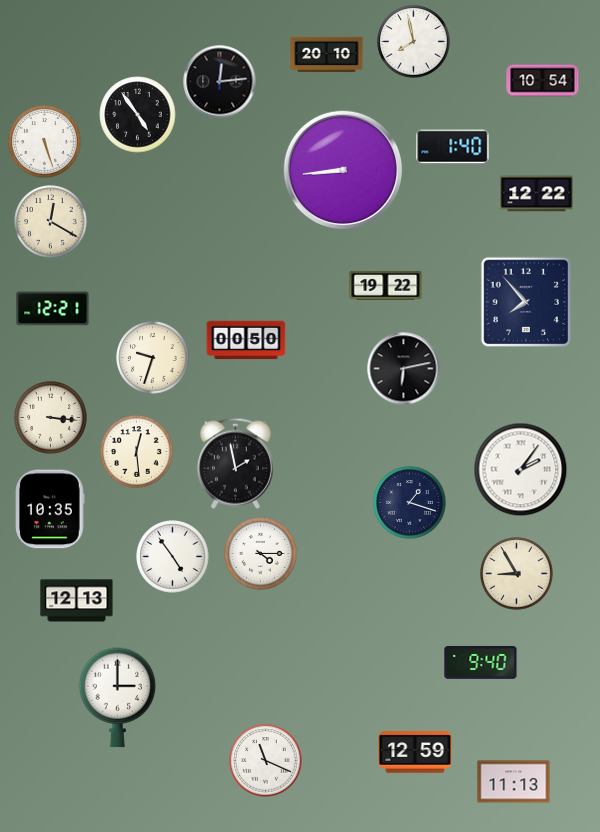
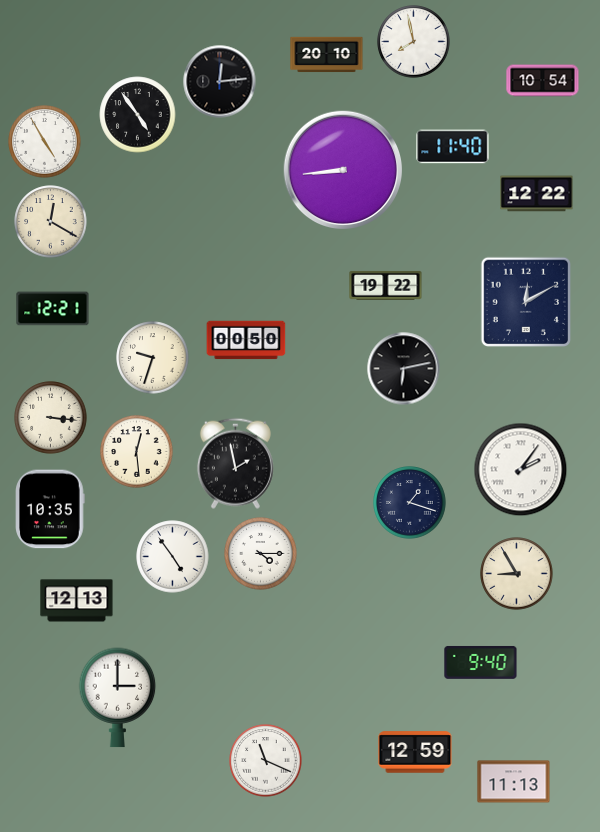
clock at (45, 142): 5:27 -> 4:55
clock at (453, 147): 1:40 -> 11:40
clock at (525, 301): 7:53 -> 12:10
